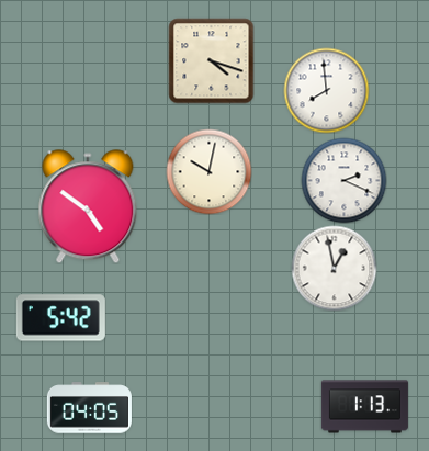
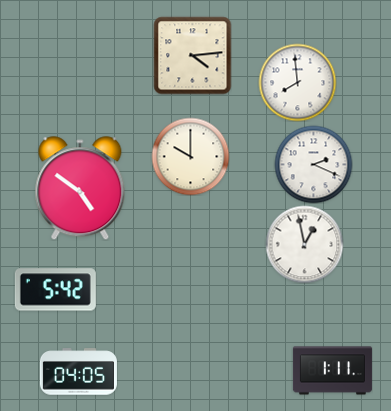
clock at (211, 60): 4:18 -> 4:14
clock at (208, 171): 10:02 -> 10:00
clock at (364, 407): 1:13 -> 1:11
clock at (89, 408) position: (89, 408) -> (78, 372)
